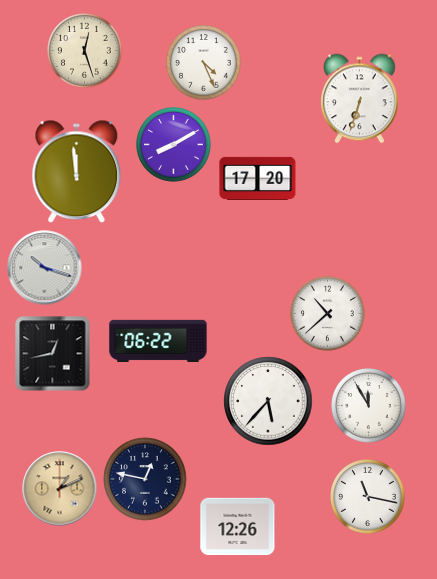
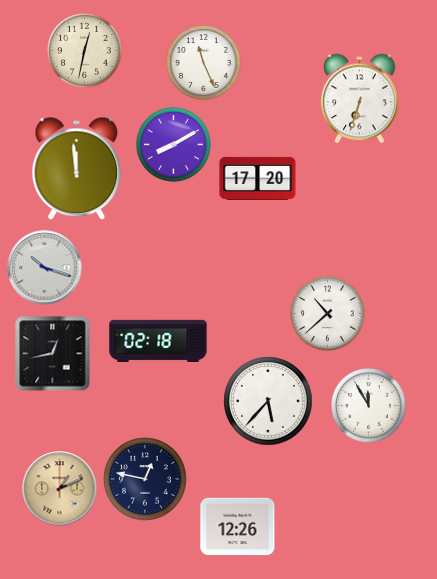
clock at (85, 51): 12:27 -> 12:32
clock at (204, 63): 4:26 -> 11:26
clock at (77, 172) position: (77, 172) -> (77, 169)
clock at (158, 340): 06:22 -> 02:18
clock at (368, 497): 11:17 -> none
